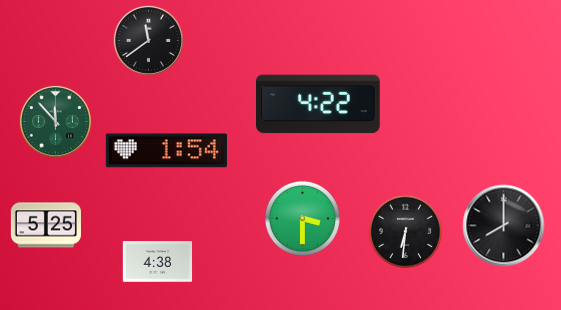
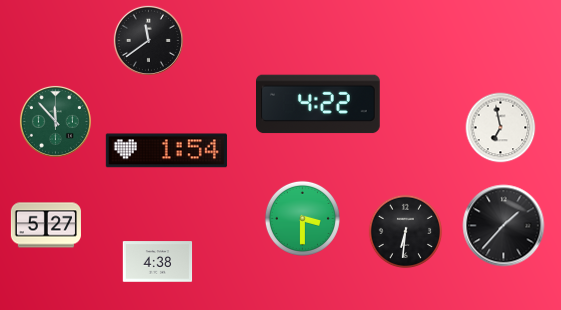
clock at (501, 128): none -> 6:58
clock at (46, 225): 5:25 -> 5:27
clock at (504, 226): 8:00 -> 1:37
